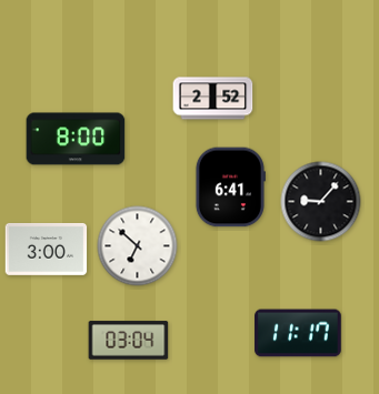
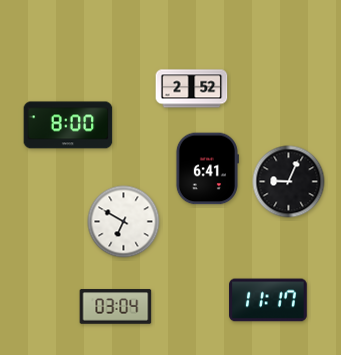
clock at (321, 202): 9:07 -> 9:04
clock at (138, 246): 6:52 -> 6:50
clock at (47, 249): 3:00 -> none
